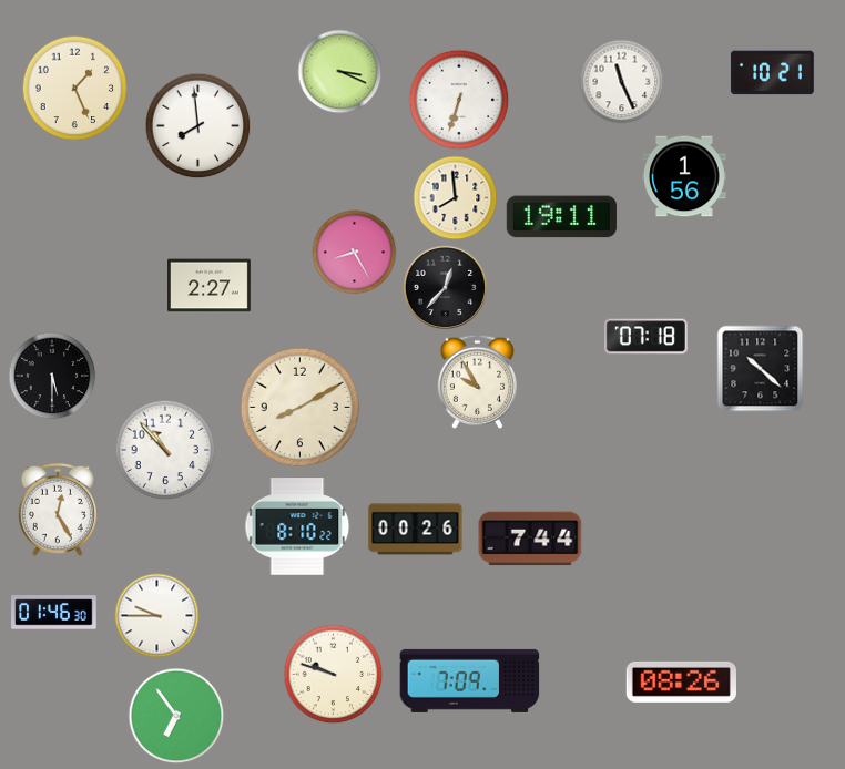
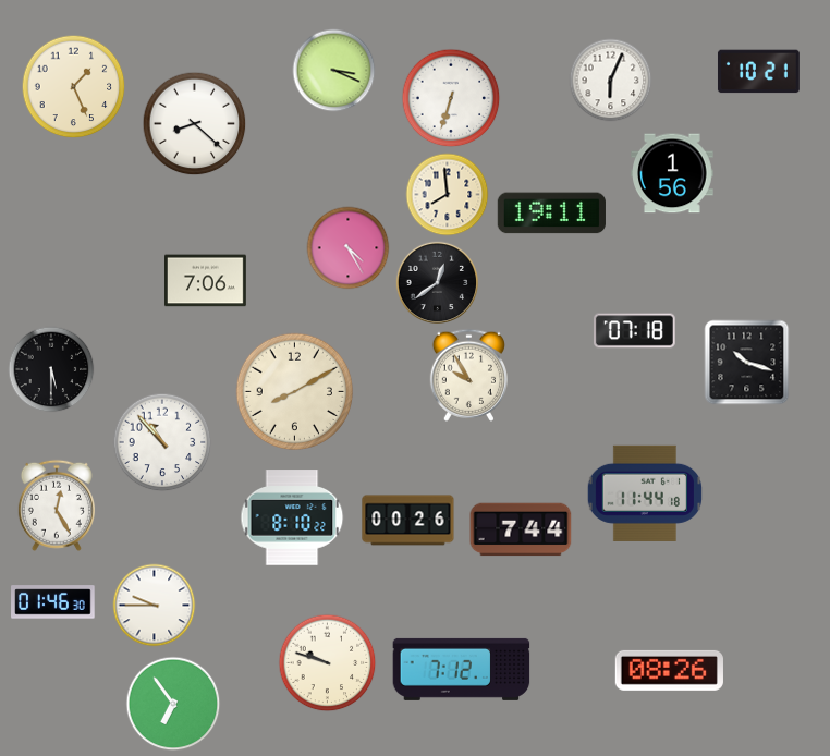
clock at (622, 82): 11:26 -> 6:04
clock at (198, 126): 7:59 -> 8:22
clock at (355, 253): 8:25 -> 4:25
clock at (210, 286): 2:27 -> 7:06
clock at (445, 287): 12:37 -> 12:39
clock at (761, 369): 10:22 -> 10:18
clock at (301, 408) position: (301, 408) -> (295, 392)
clock at (645, 493): none -> 11:44
clock at (58, 510) position: (58, 510) -> (57, 505)
clock at (470, 680): 7:09 -> 7:12
